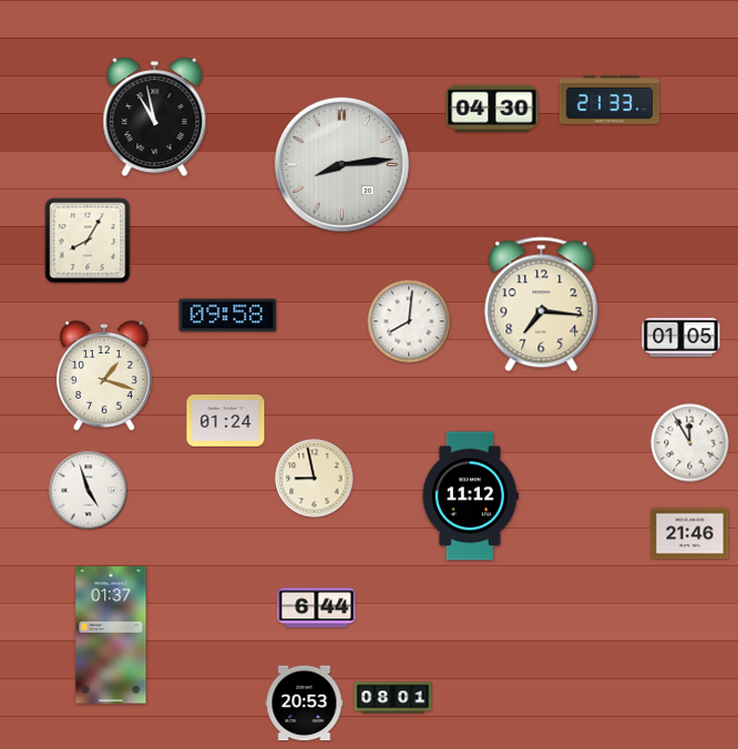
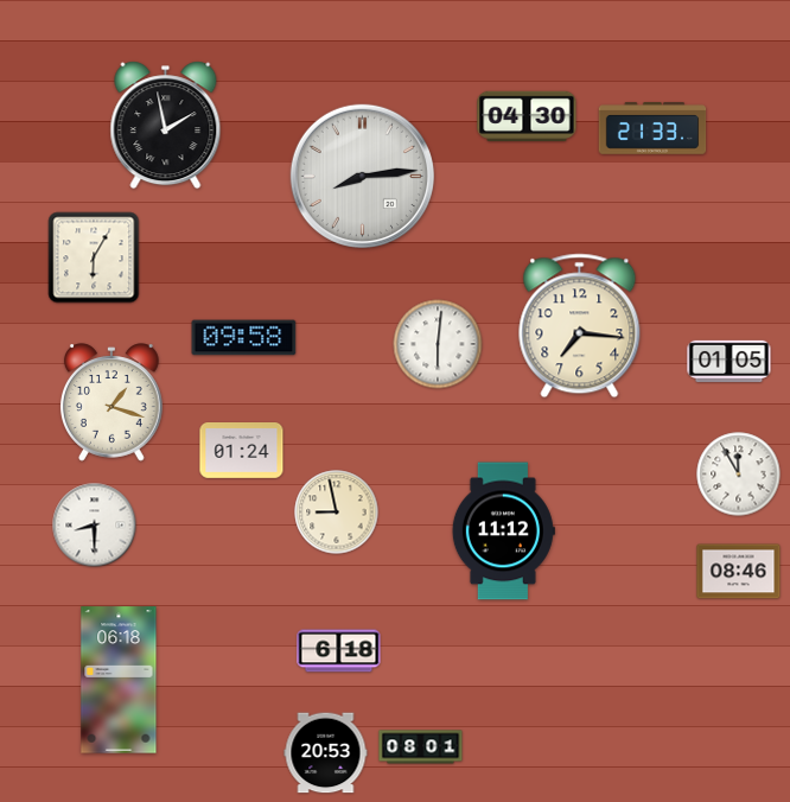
clock at (609, 100) position: (609, 100) -> (652, 128)
clock at (155, 117): 10:58 -> 1:58
clock at (341, 164) position: (341, 164) -> (362, 176)
clock at (88, 240): 8:05 -> 6:05
clock at (409, 321): 8:01 -> 6:01
clock at (89, 491): 4:57 -> 8:30
clock at (690, 534): 21:46 -> 08:46
clock at (317, 608): 6:44 -> 6:18
clock at (111, 635): 01:37 -> 06:18
